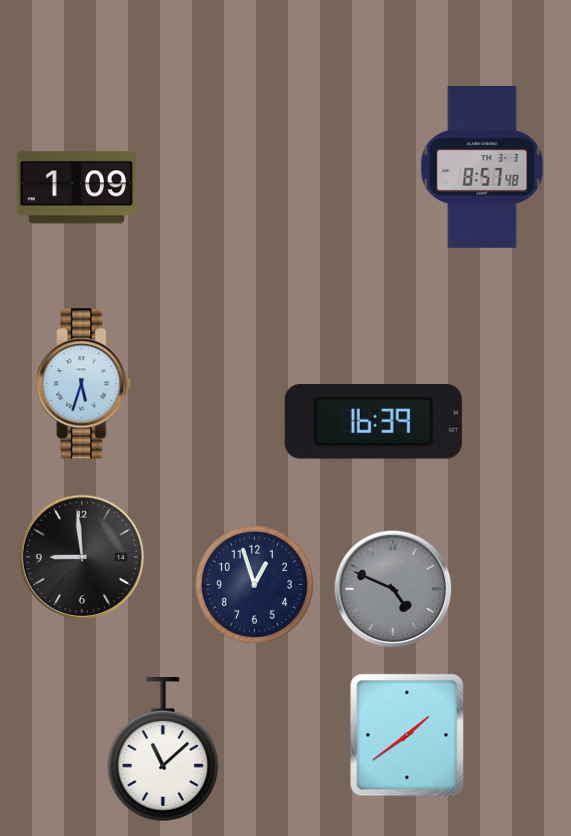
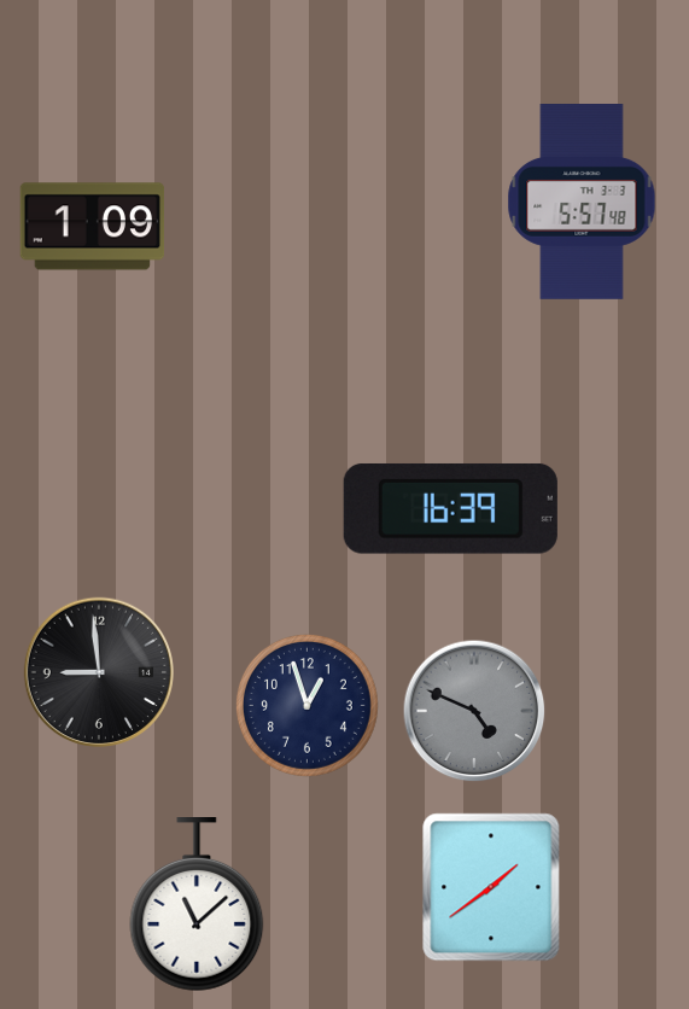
clock at (482, 168): 8:57 -> 5:57
clock at (84, 384): 5:33 -> none
